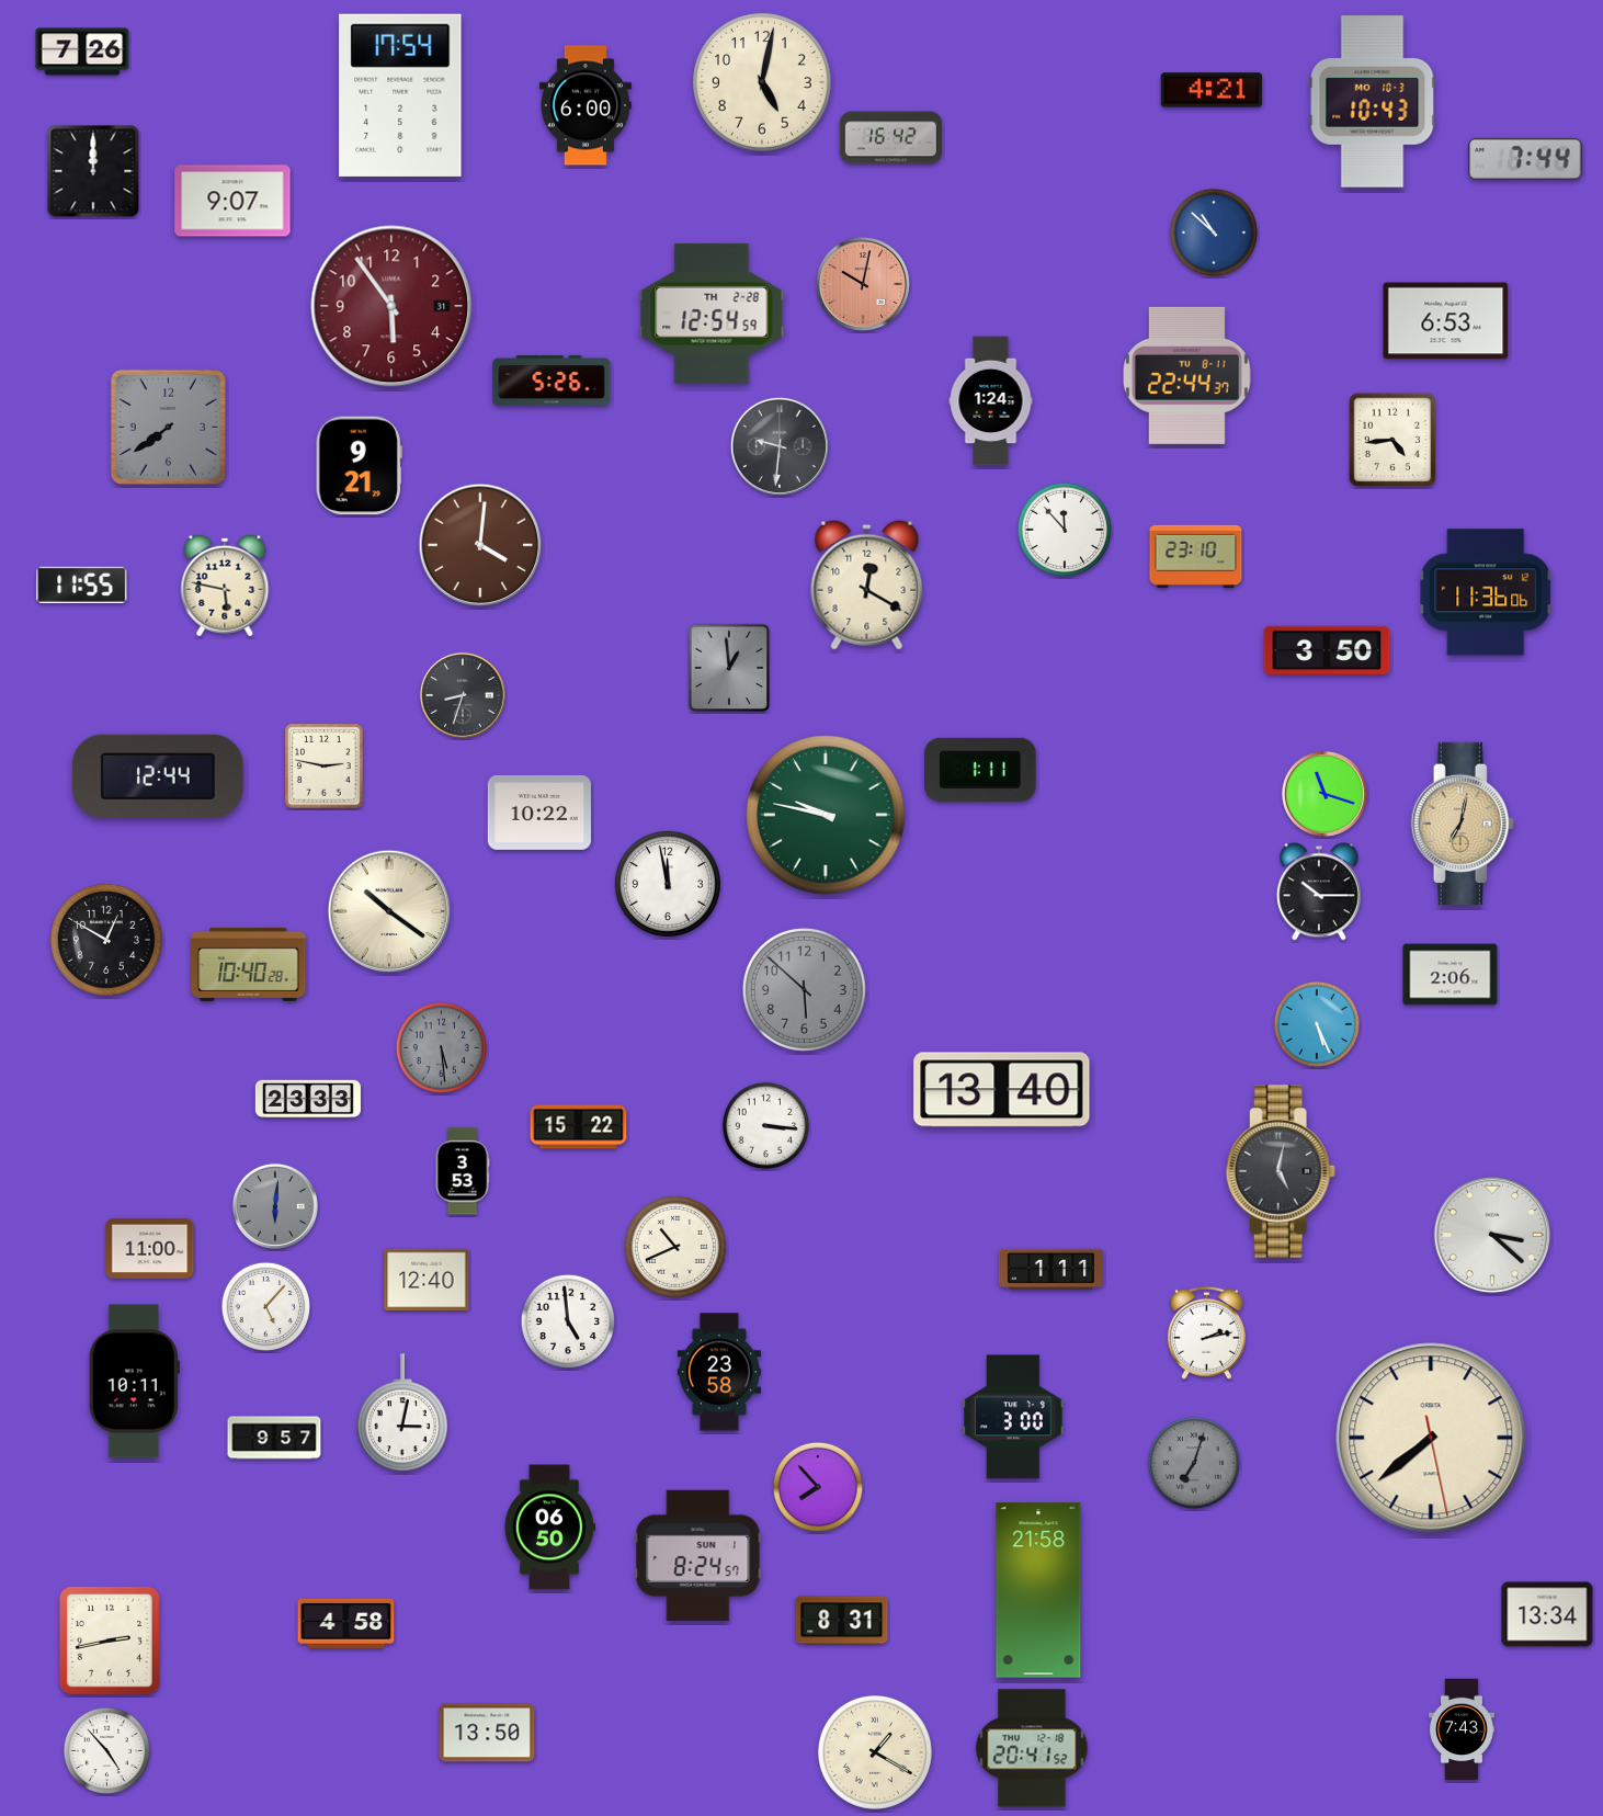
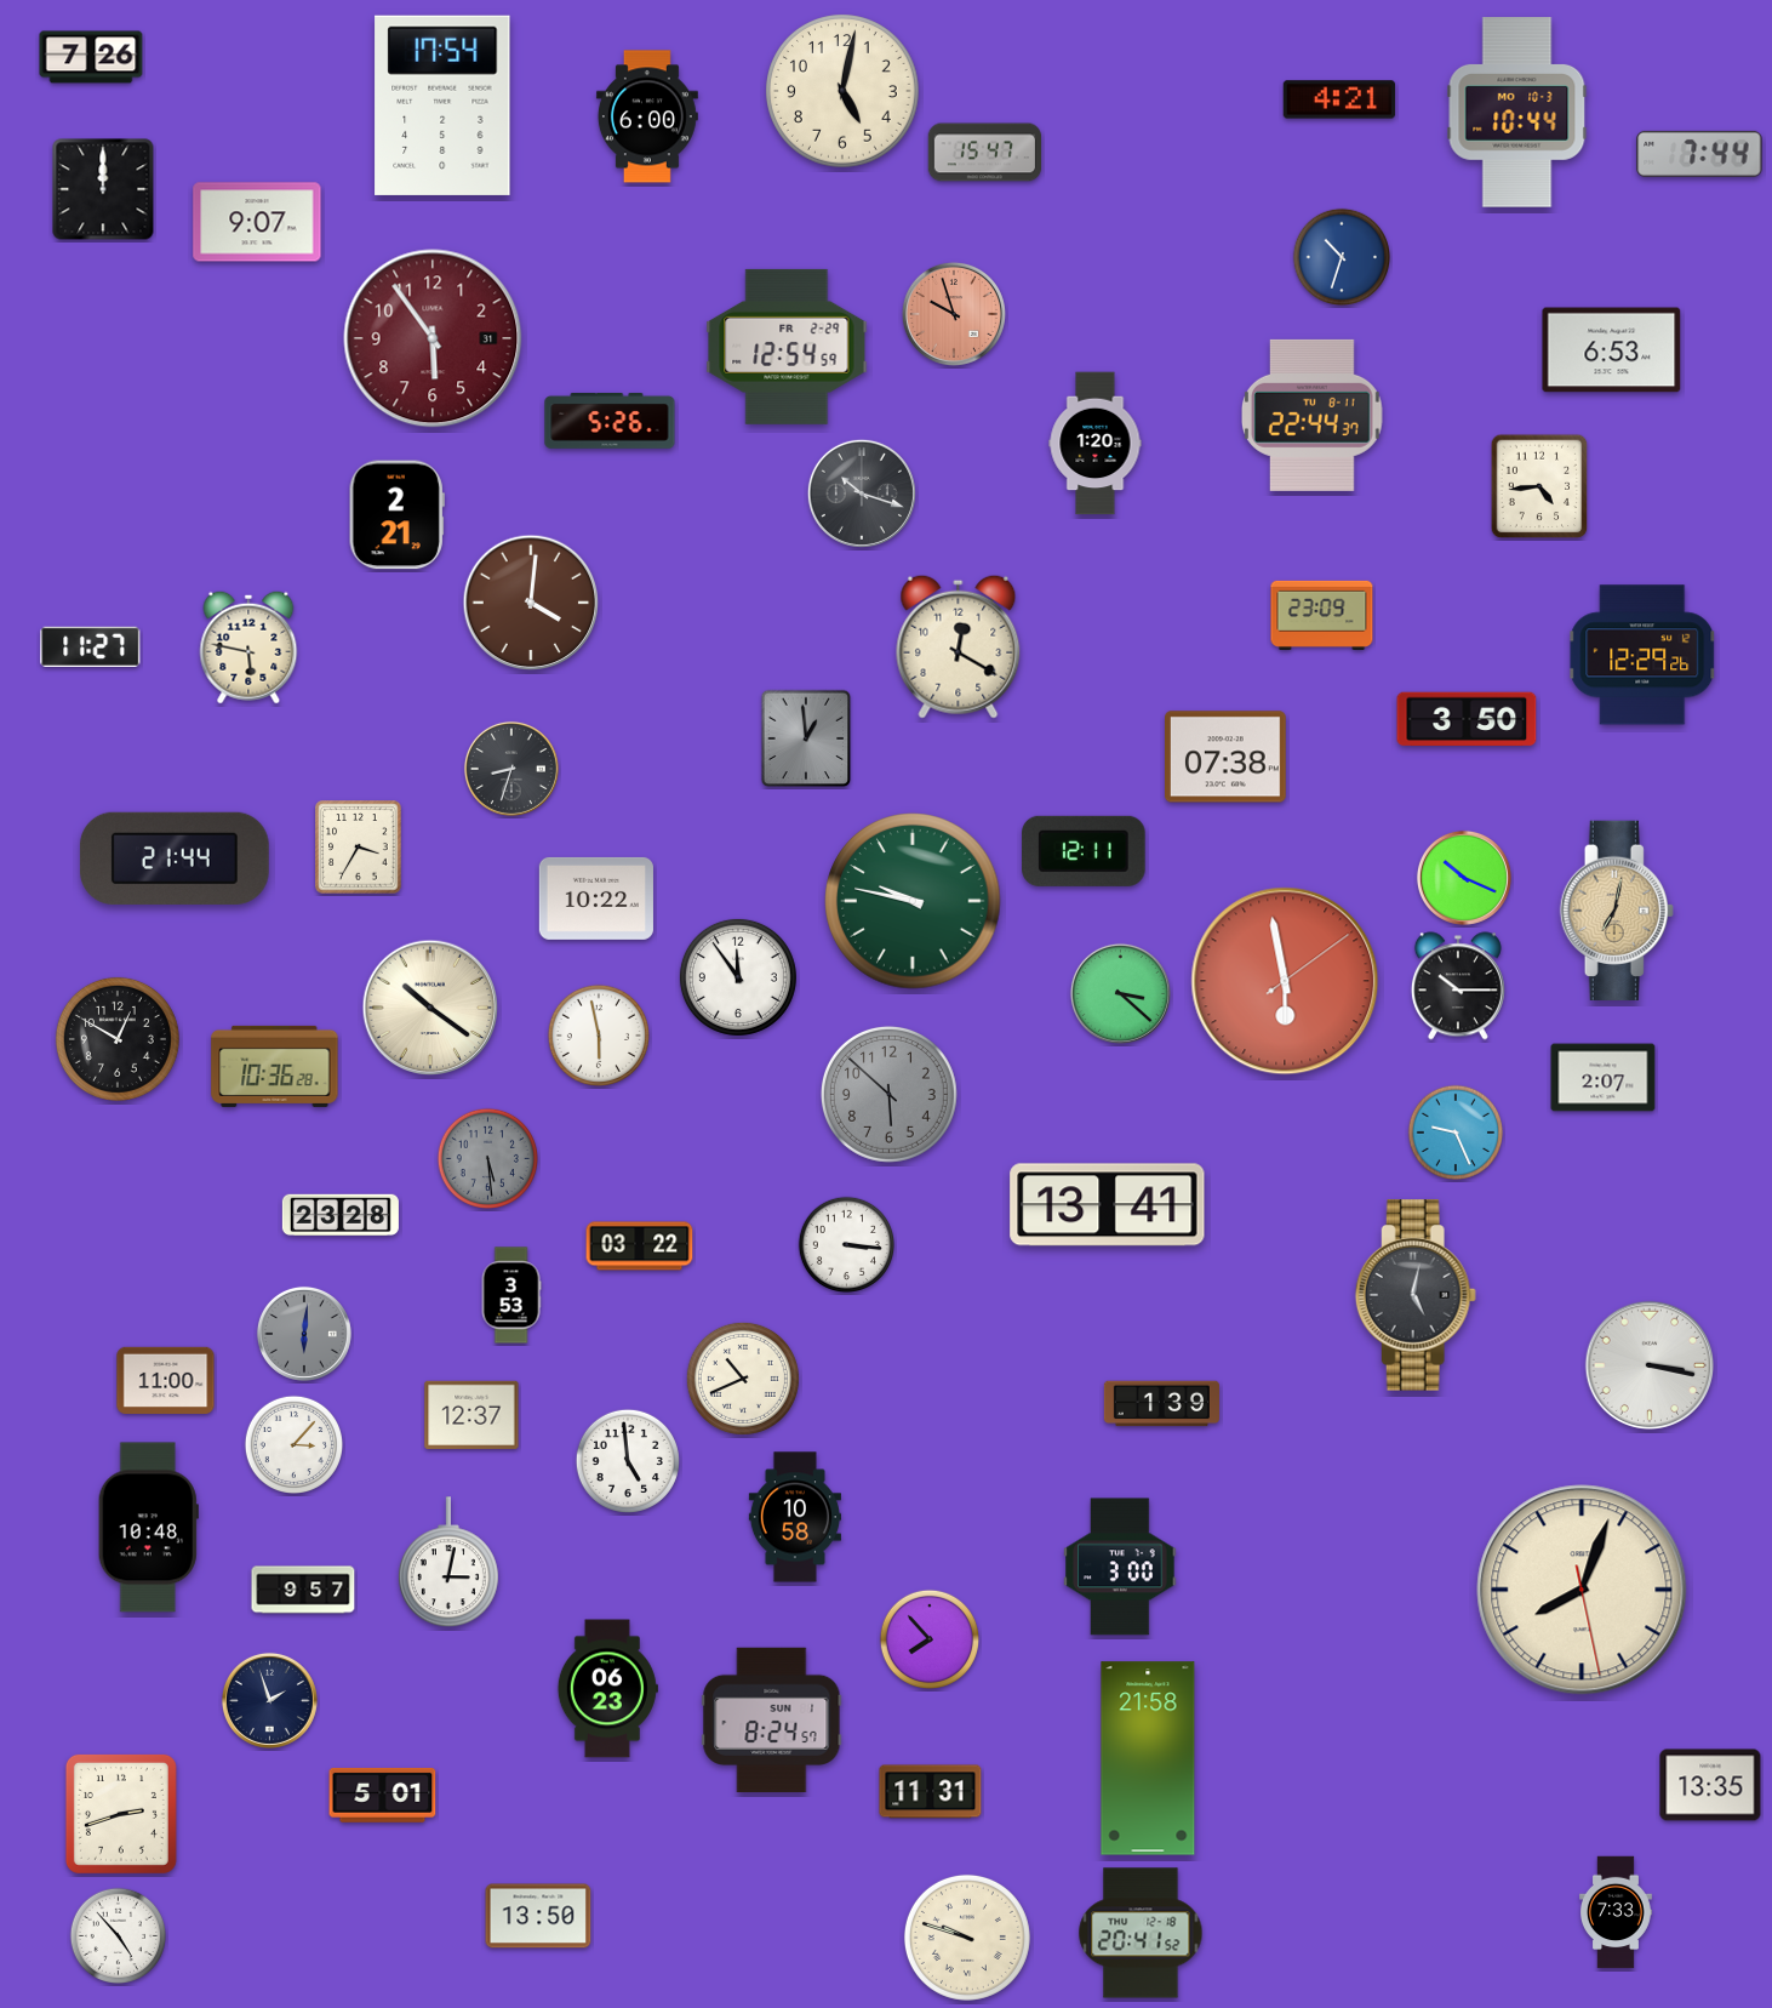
clock at (1373, 102): 10:43 -> 10:44
clock at (891, 138): 16:42 -> 15:47
clock at (1525, 159) position: (1525, 159) -> (1699, 154)
clock at (1213, 231): 10:52 -> 10:33
clock at (863, 284): 10:02 -> 9:57
clock at (712, 314) date: TH 2-28 -> FR 2-29
clock at (1446, 321) position: (1446, 321) -> (1612, 350)
clock at (991, 401): 1:24 -> 1:20
clock at (168, 427): 7:39 -> none
clock at (780, 446): 9:31 -> 10:18
clock at (359, 466): 9:21 -> 2:21
clock at (1065, 530): 11:53 -> none
clock at (1196, 556): 23:10 -> 23:09
clock at (82, 584): 11:55 -> 11:27
clock at (1486, 592): 11:36 -> 12:29
clock at (1227, 757): none -> 07:38
clock at (325, 767): 2:47 -> 3:35
clock at (980, 770): 1:11 -> 12:11
clock at (158, 776): 12:44 -> 21:44
clock at (1325, 794): 11:18 -> 10:19
clock at (668, 884): 11:58 -> 11:54
clock at (1285, 981): none -> 5:58
clock at (1120, 993): none -> 3:22
clock at (599, 1036): none -> 5:58
clock at (249, 964): 10:40 -> 10:36
clock at (1451, 975): 2:06 -> 2:07
clock at (1317, 1024): 5:26 -> 9:26
clock at (1002, 1090): 13:40 -> 13:41
clock at (308, 1098): 23:33 -> 23:28
clock at (579, 1127): 15:22 -> 03:22
clock at (1492, 1235): 3:22 -> 3:17
clock at (675, 1247) position: (675, 1247) -> (743, 1379)
clock at (1050, 1270): 1:11 -> 1:39
clock at (427, 1279): 12:40 -> 12:37
clock at (265, 1306): 5:07 -> 3:07
clock at (1206, 1332): 2:13 -> none
clock at (719, 1372): 23:58 -> 10:58
clock at (134, 1382): 10:11 -> 10:48
clock at (402, 1414) position: (402, 1414) -> (448, 1563)
clock at (1431, 1438): 7:38 -> 8:03
clock at (1194, 1463): 7:03 -> none
clock at (817, 1486) position: (817, 1486) -> (928, 1638)
clock at (549, 1528): 06:50 -> 06:23
clock at (269, 1700): none -> 1:57
clock at (1547, 1614): 13:34 -> 13:35
clock at (842, 1621): 8:31 -> 11:31
clock at (346, 1623): 4:58 -> 5:01
clock at (110, 1641): 2:43 -> 2:42
clock at (1463, 1729): 7:43 -> 7:33
clock at (875, 1752): 1:20 -> 9:48
